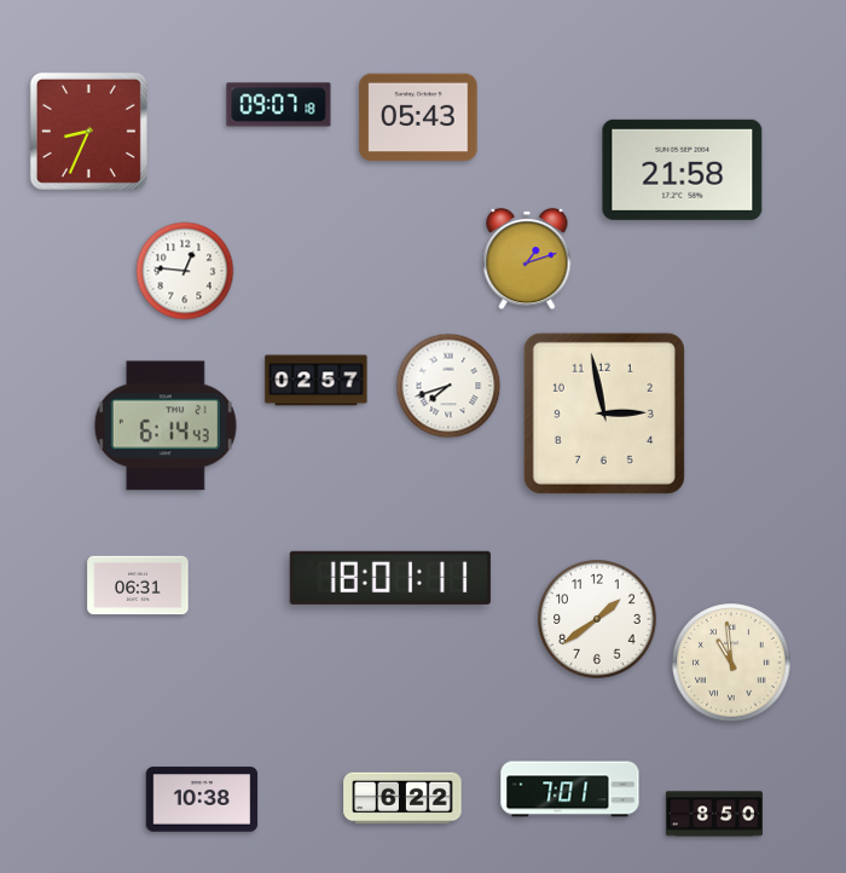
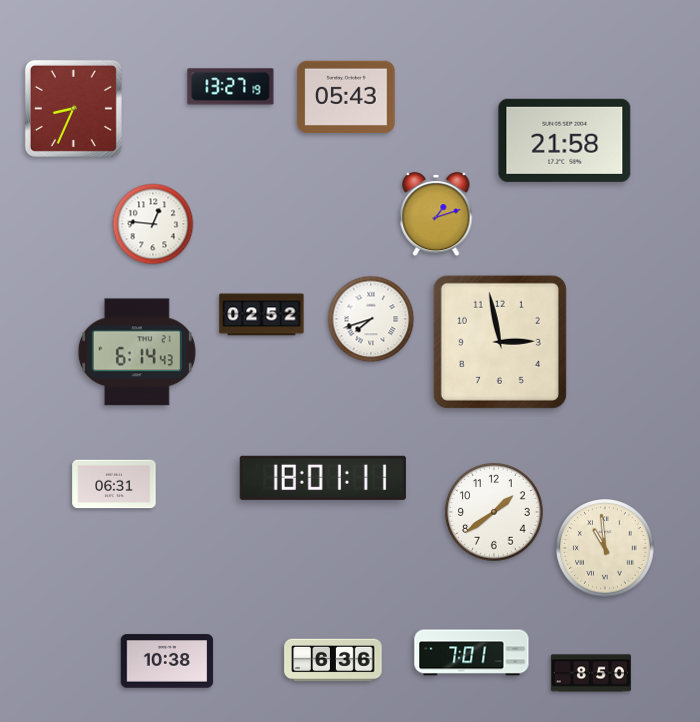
clock at (279, 105): 09:07 -> 13:27
clock at (317, 381): 02:57 -> 02:52
clock at (402, 798): 6:22 -> 6:36
